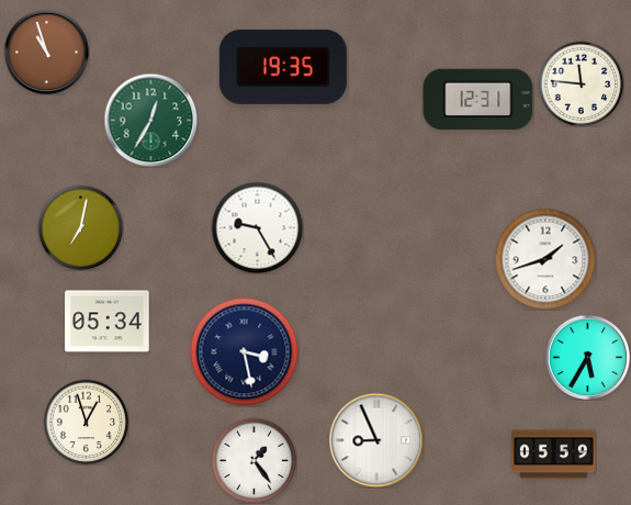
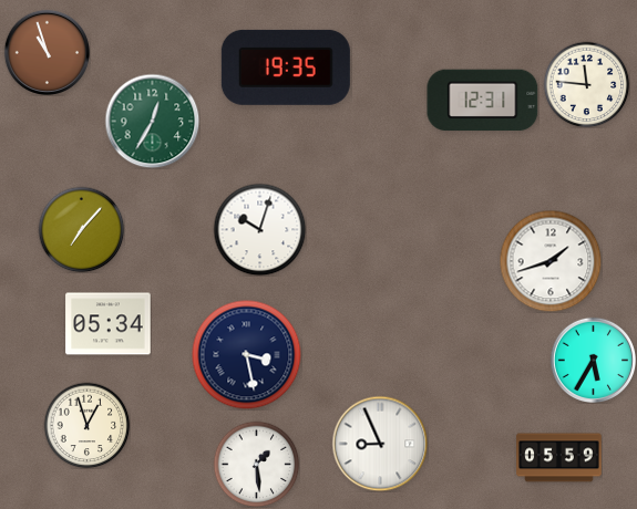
clock at (80, 227): 7:02 -> 7:07
clock at (257, 227): 9:25 -> 10:03
clock at (253, 460): 1:24 -> 1:29
